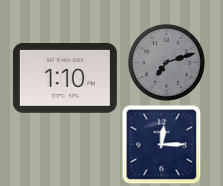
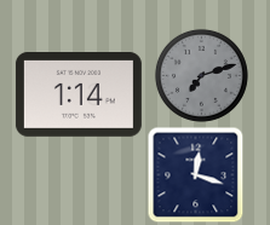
clock at (65, 79): 1:10 -> 1:14
clock at (161, 144): 12:15 -> 12:18
